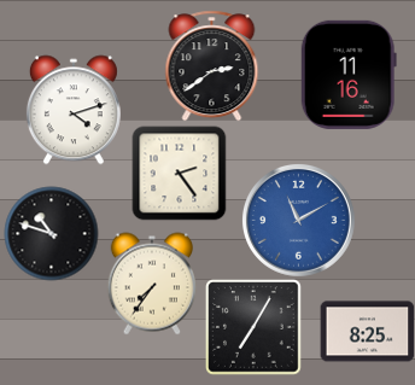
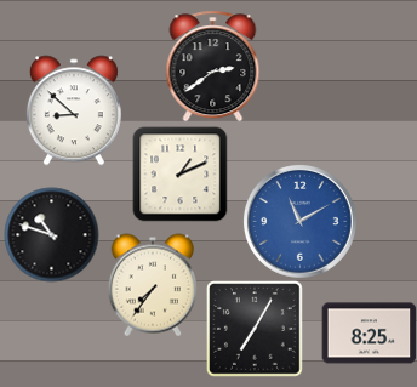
clock at (349, 75): 11:16 -> none
clock at (74, 110): 4:12 -> 8:52
clock at (179, 173): 2:24 -> 1:11
